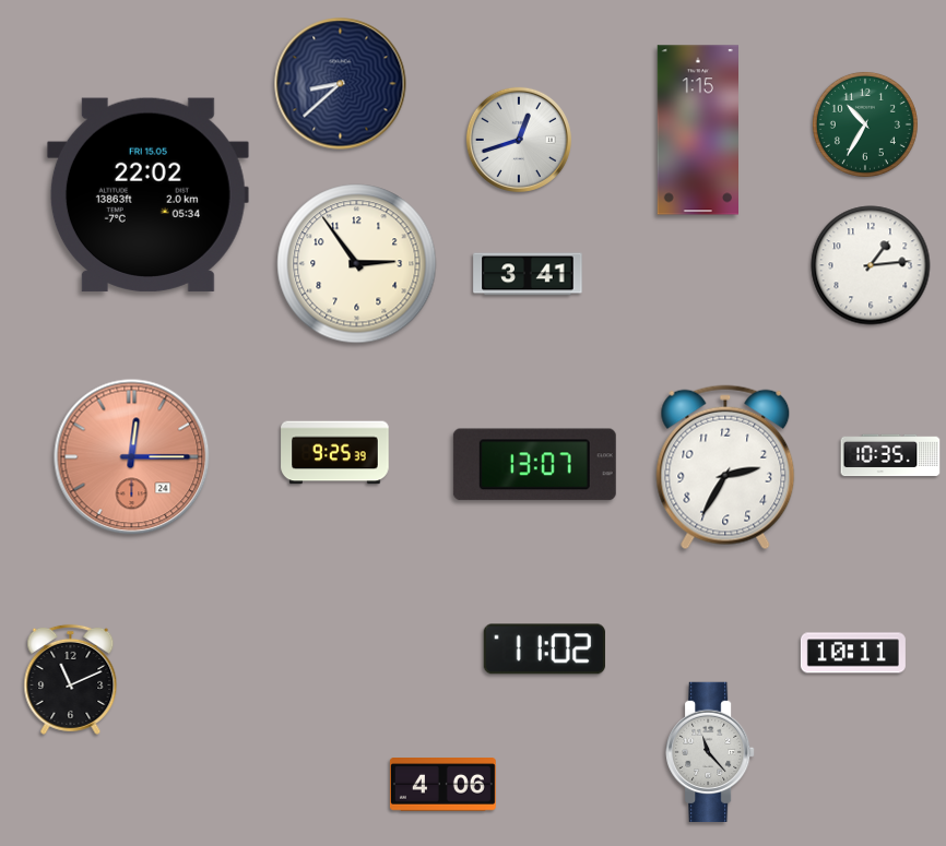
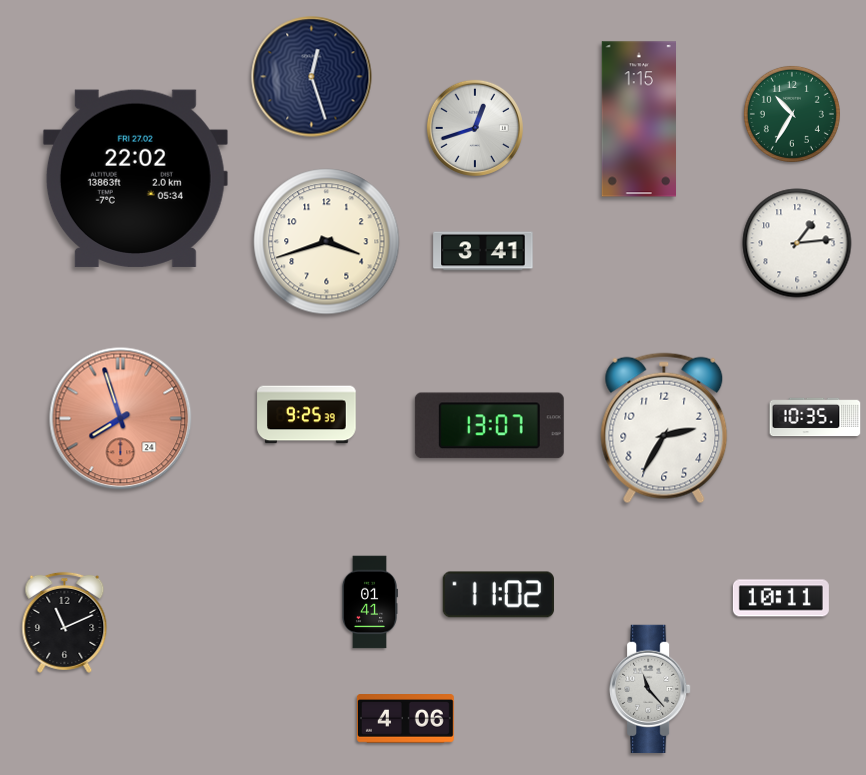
clock at (341, 84): 8:38 -> 12:27
clock at (147, 194) date: FRI 15.05 -> FRI 27.02
clock at (357, 264): 2:54 -> 3:42
clock at (132, 457): 12:15 -> 7:57
clock at (369, 602): none -> 01:41
